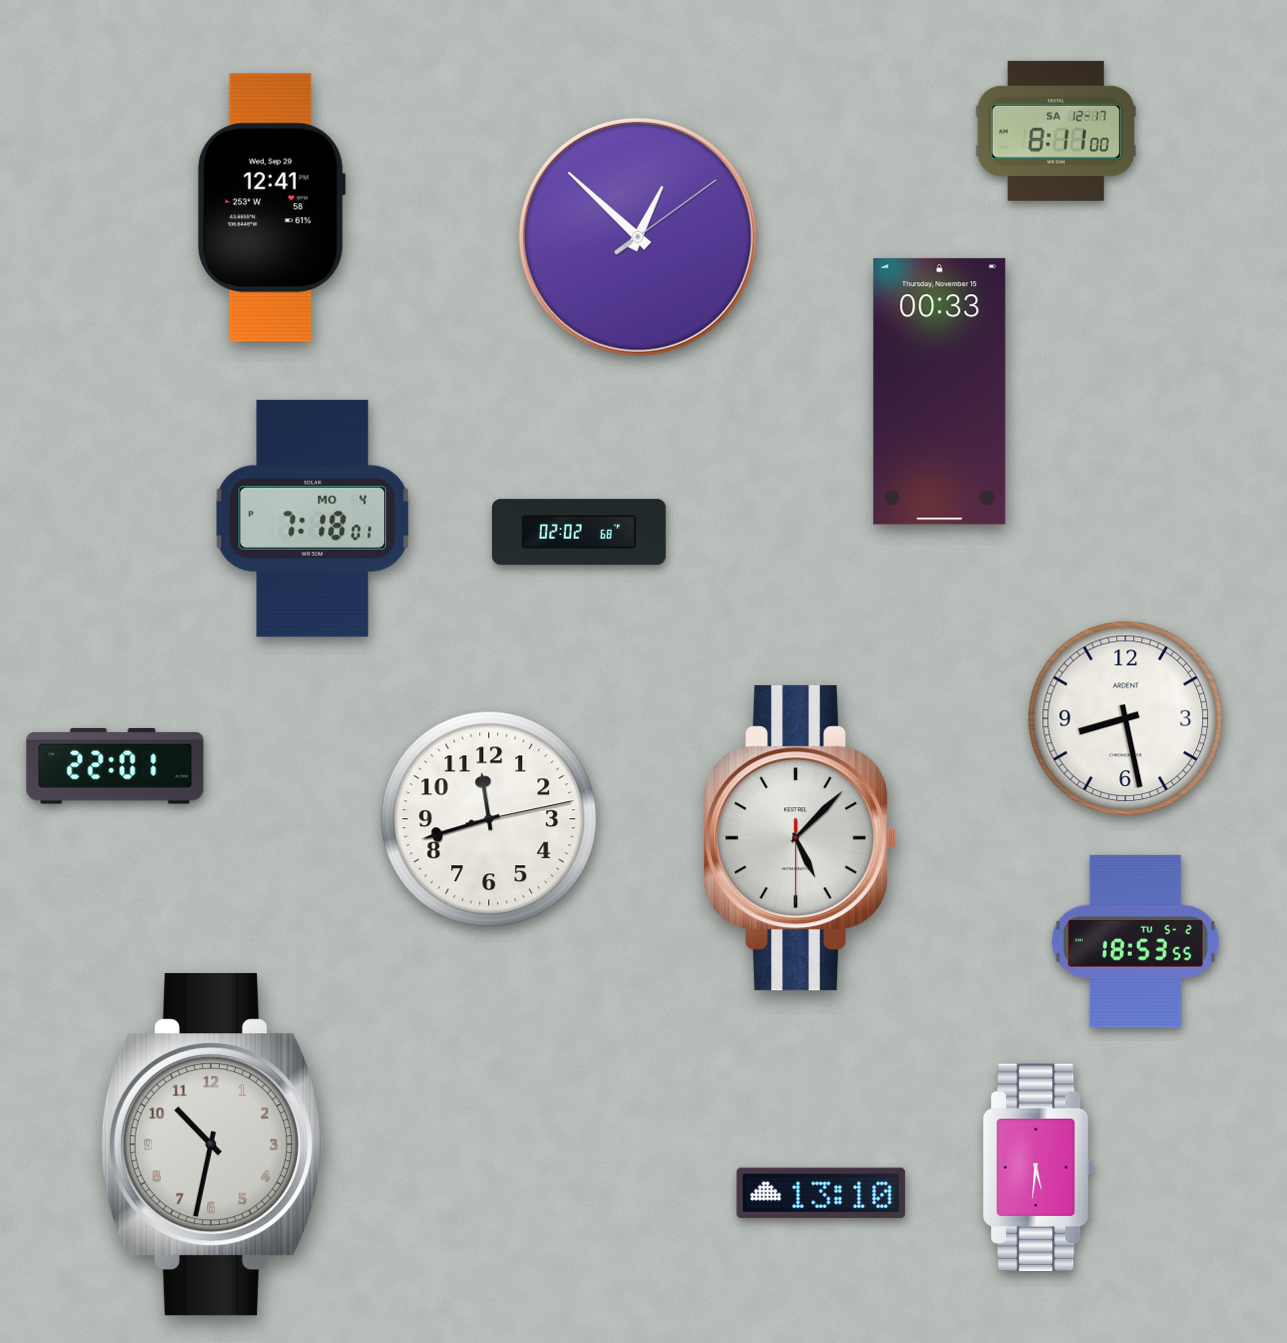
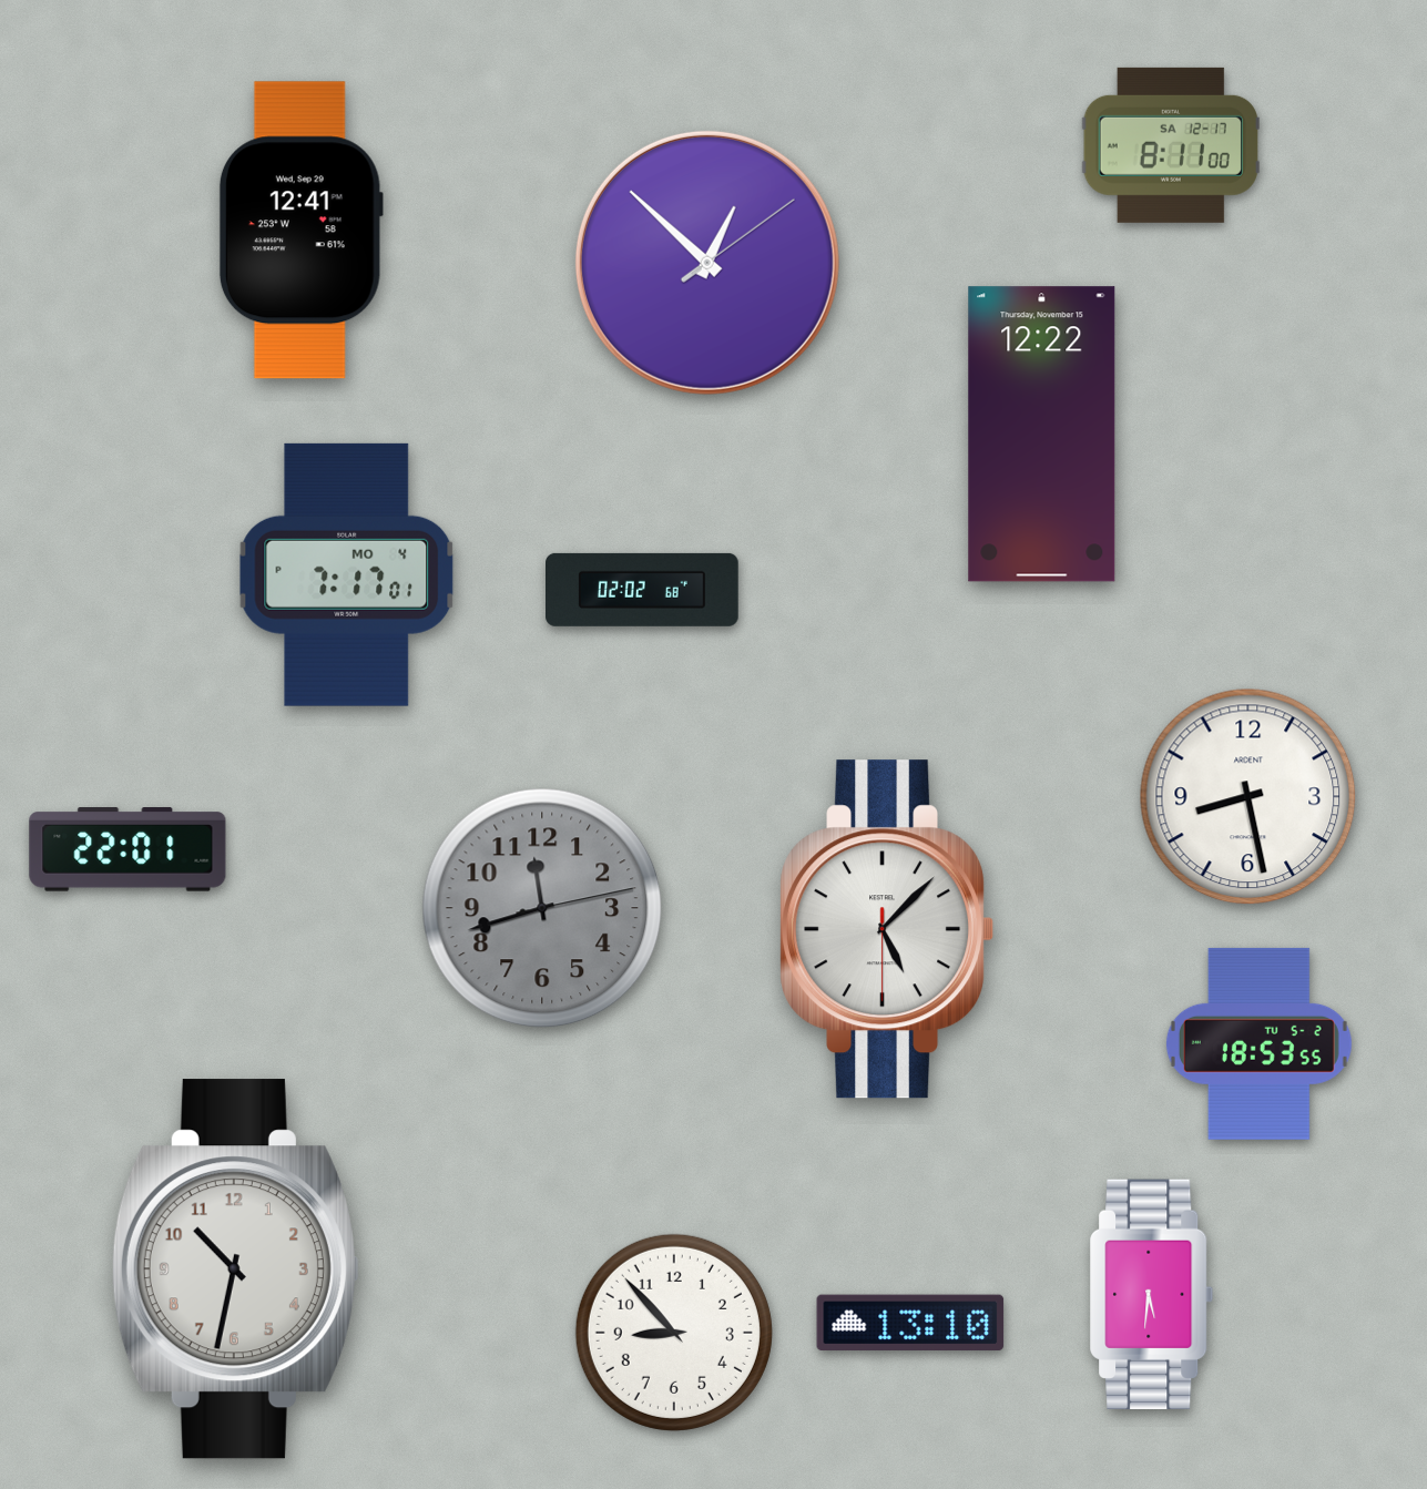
clock at (940, 392): 00:33 -> 12:22
clock at (313, 518): 7:18 -> 7:17
clock at (489, 819) dial: white -> grey
clock at (674, 1333): none -> 8:53
